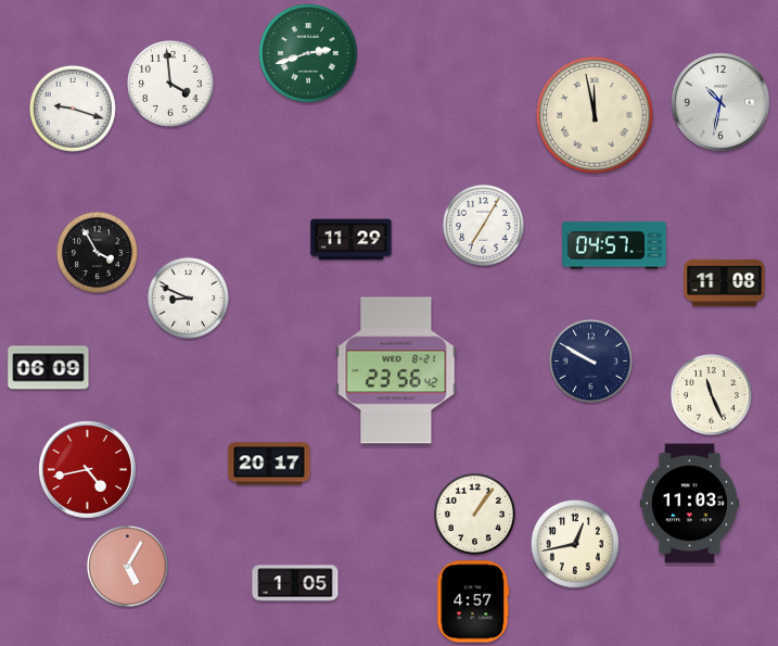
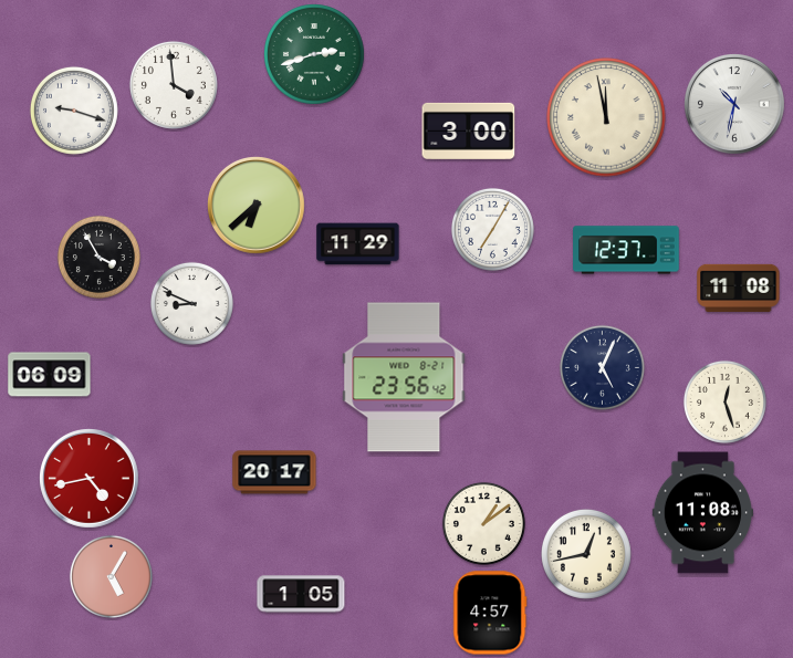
clock at (469, 130): none -> 3:00
clock at (257, 206): none -> 6:38
clock at (614, 245): 04:57 -> 12:37
clock at (590, 360): 9:50 -> 5:04
clock at (711, 394): 11:26 -> 12:27
clock at (689, 504): 11:03 -> 11:08
clock at (474, 514): 1:06 -> 1:09
clock at (127, 566) position: (127, 566) -> (111, 576)
clock at (473, 601) position: (473, 601) -> (490, 613)
